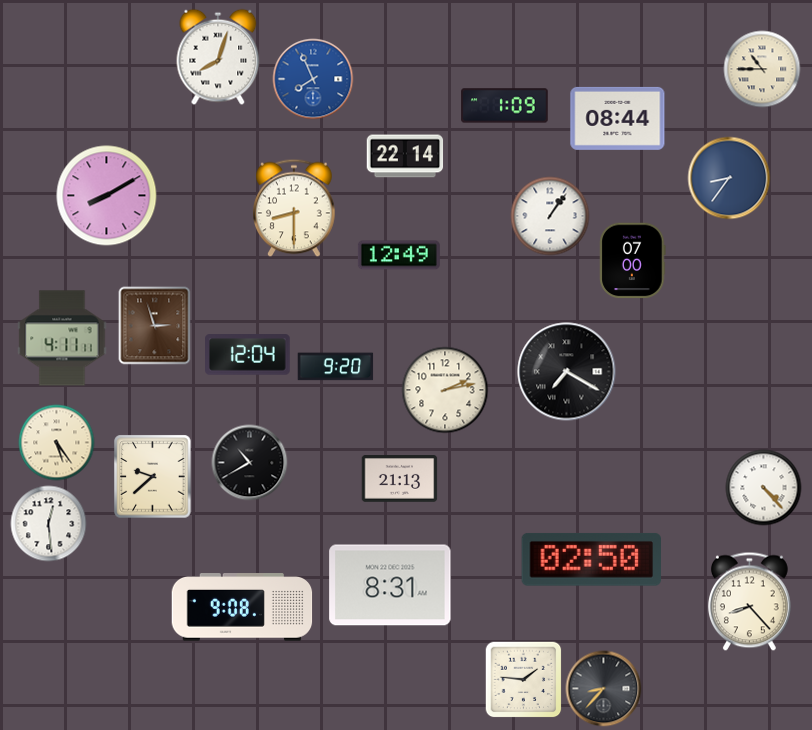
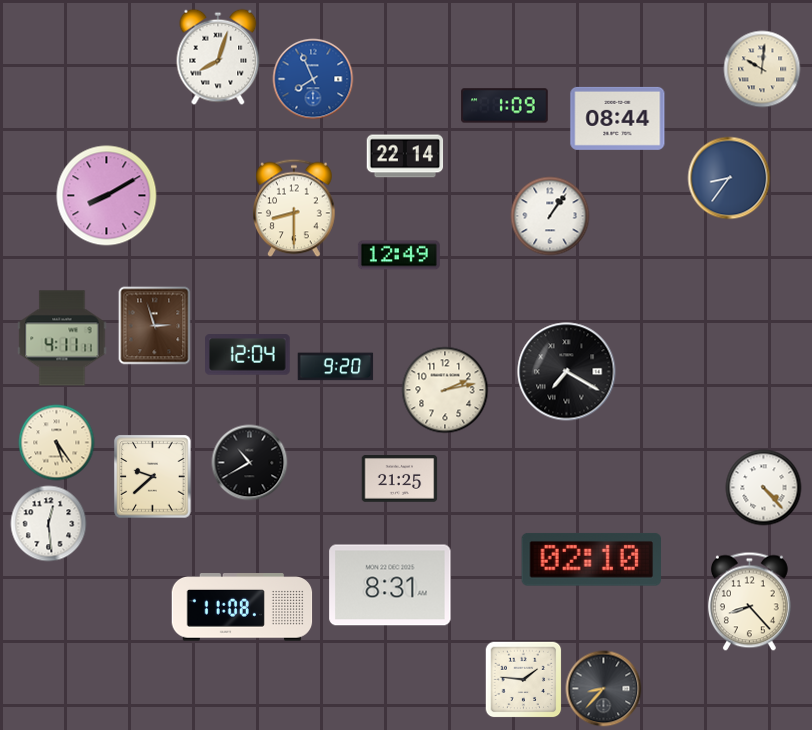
clock at (762, 69): 10:45 -> 10:01
clock at (633, 261): 07:00 -> none
clock at (400, 479): 21:13 -> 21:25
clock at (591, 559): 02:50 -> 02:10
clock at (242, 607): 9:08 -> 11:08
